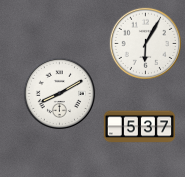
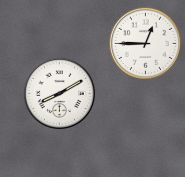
clock at (145, 43): 6:05 -> 12:45
clock at (139, 127): 5:37 -> none
